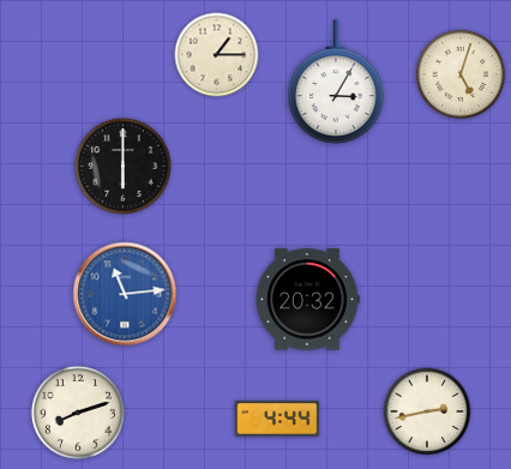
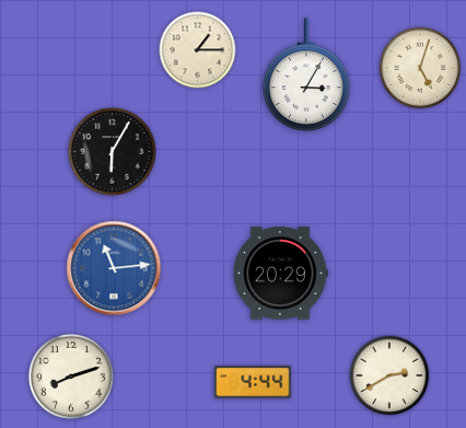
clock at (124, 167): 6:00 -> 6:05
clock at (307, 300): 20:32 -> 20:29
clock at (427, 411): 2:43 -> 2:40
